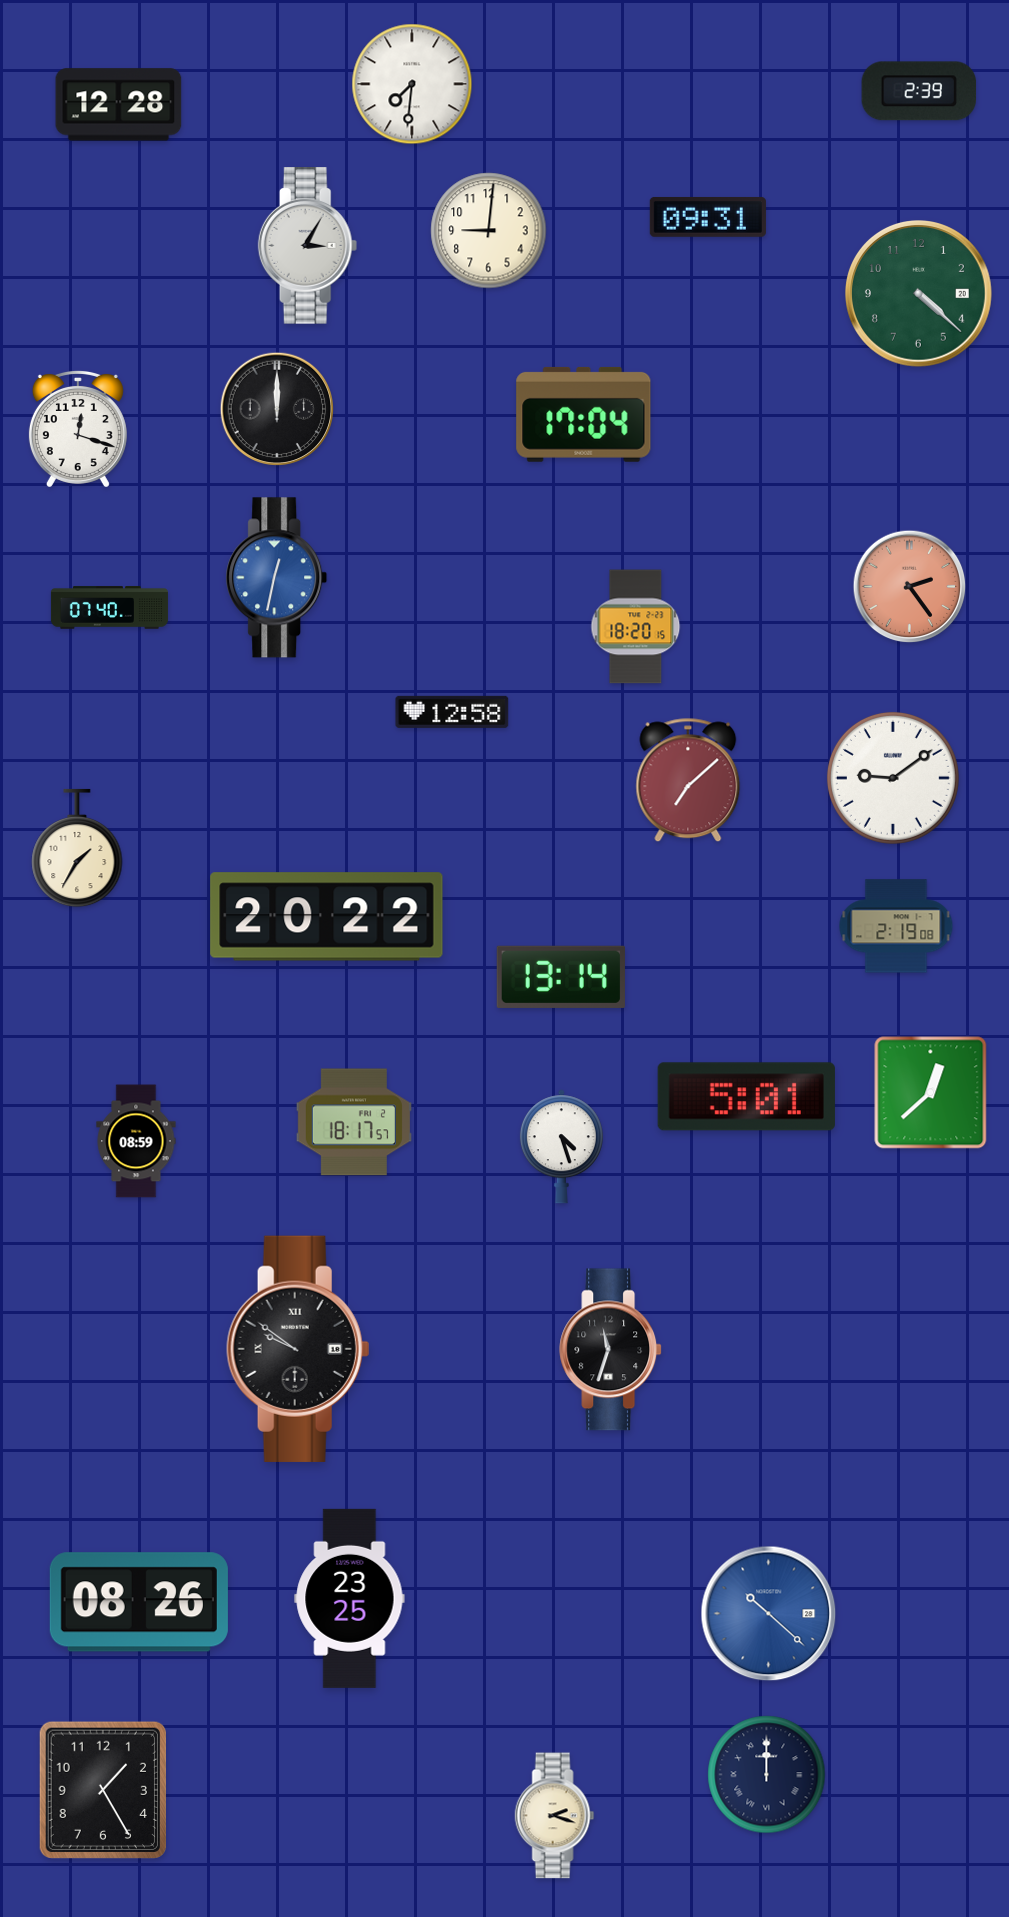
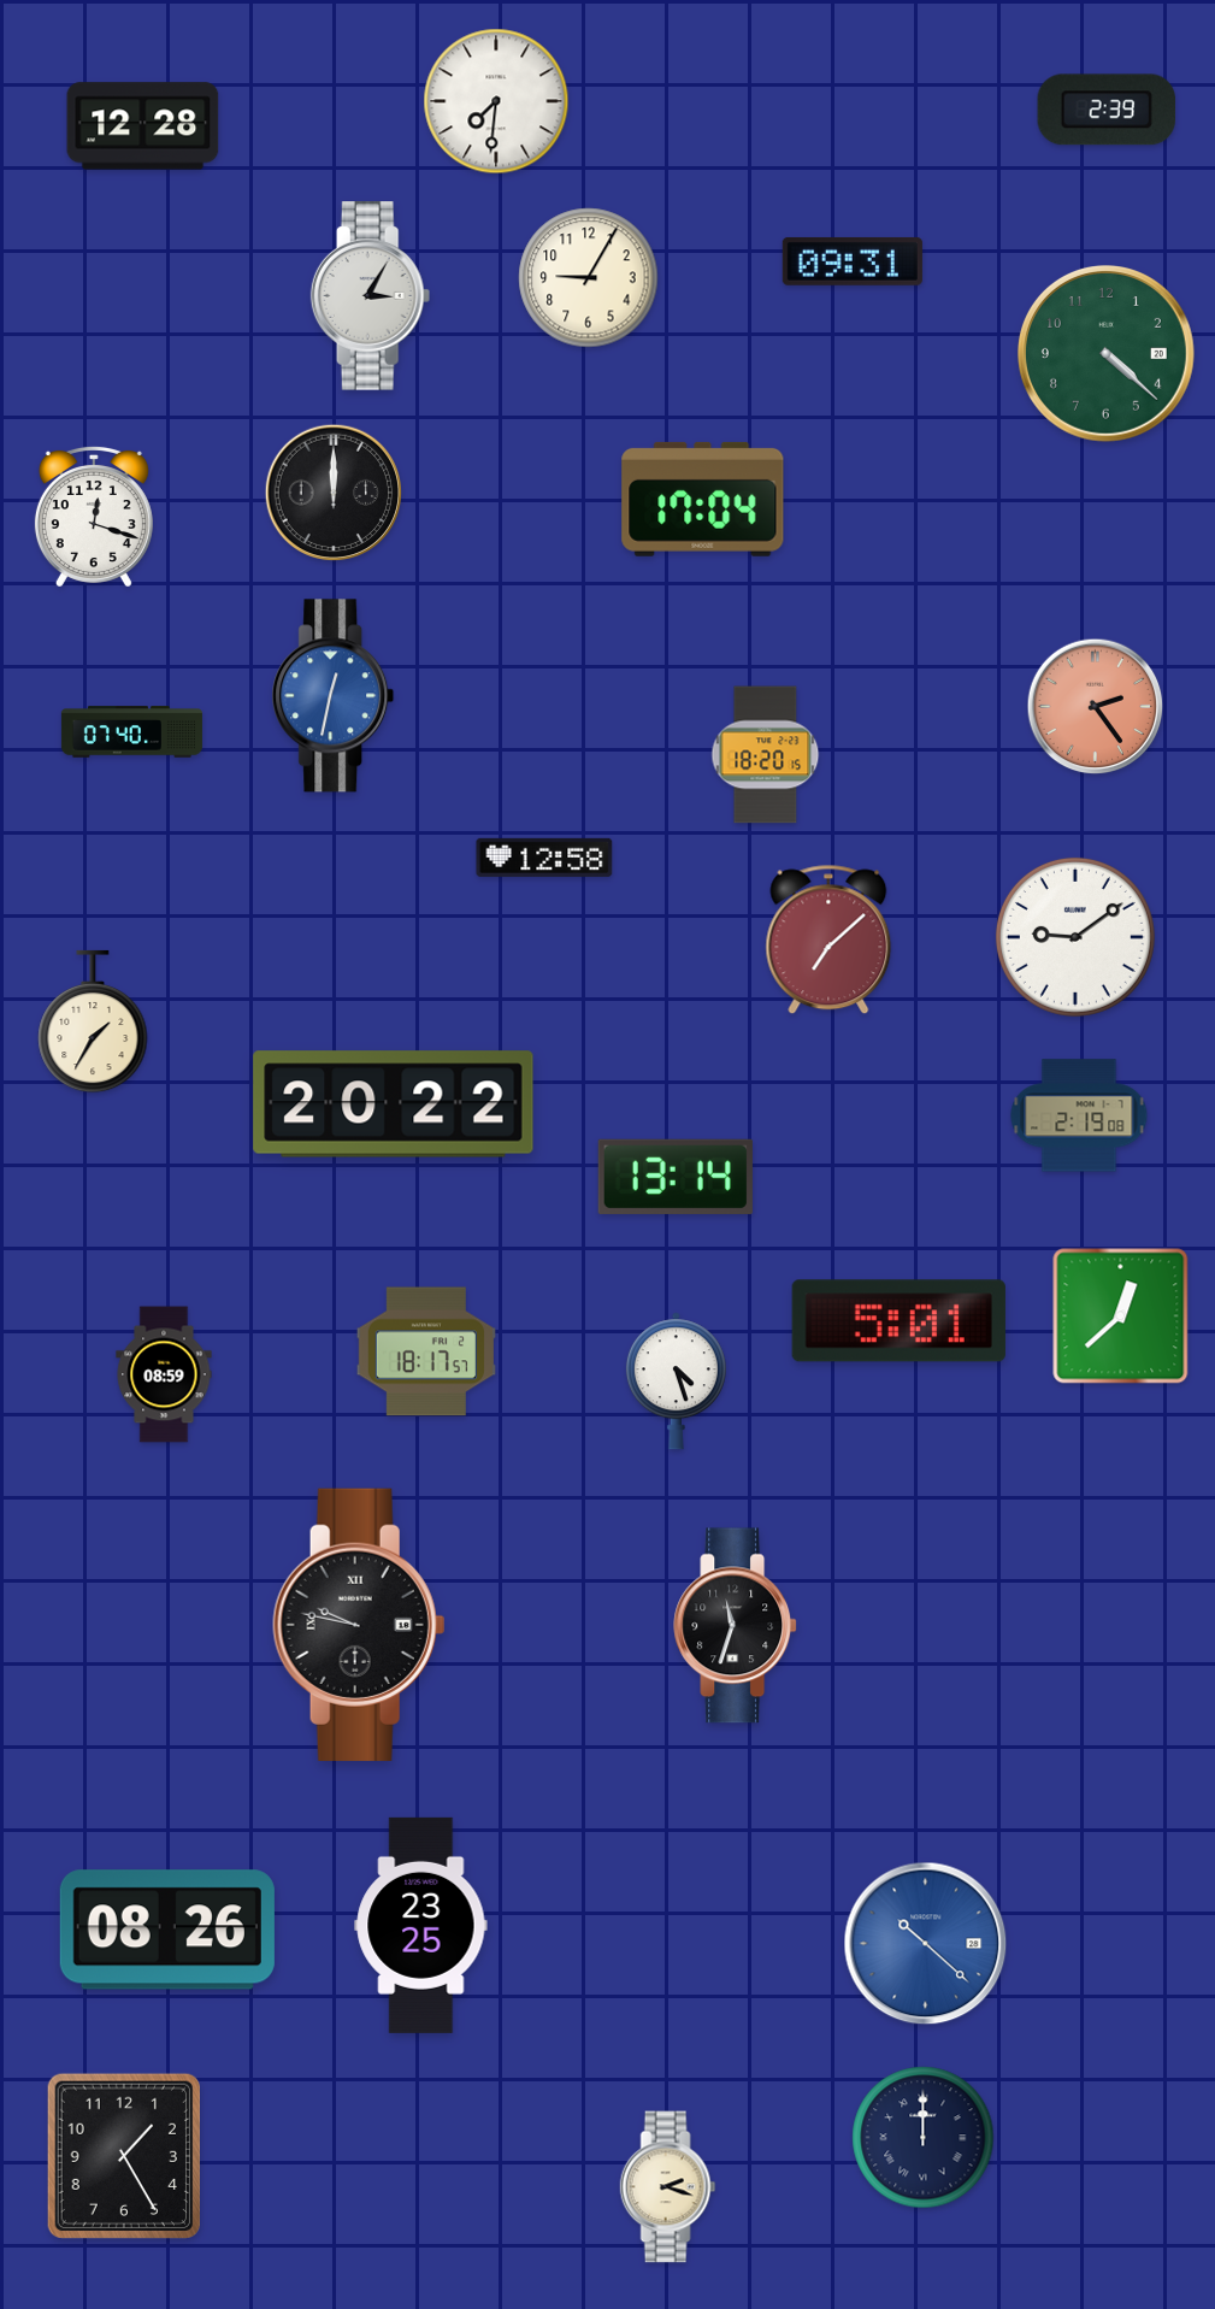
clock at (489, 231): 9:01 -> 9:05
clock at (298, 1349): 9:51 -> 9:47
